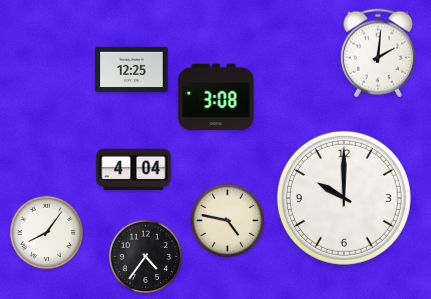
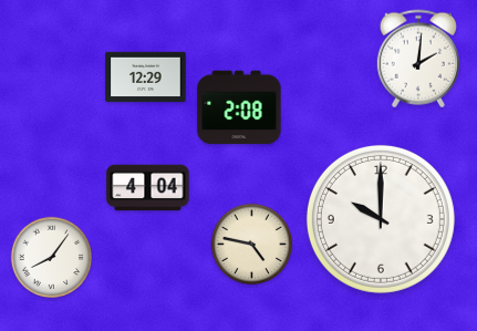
clock at (132, 70): 12:25 -> 12:29
clock at (216, 97): 3:08 -> 2:08
clock at (146, 257): 4:36 -> none
